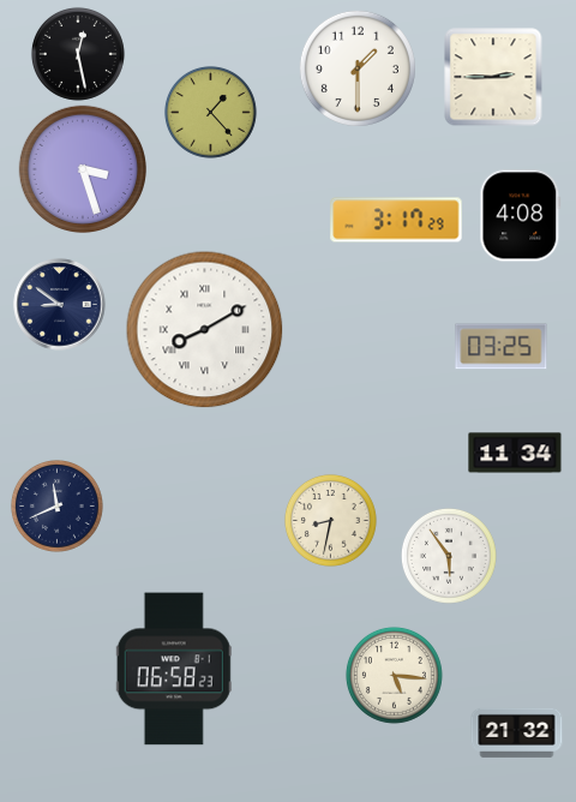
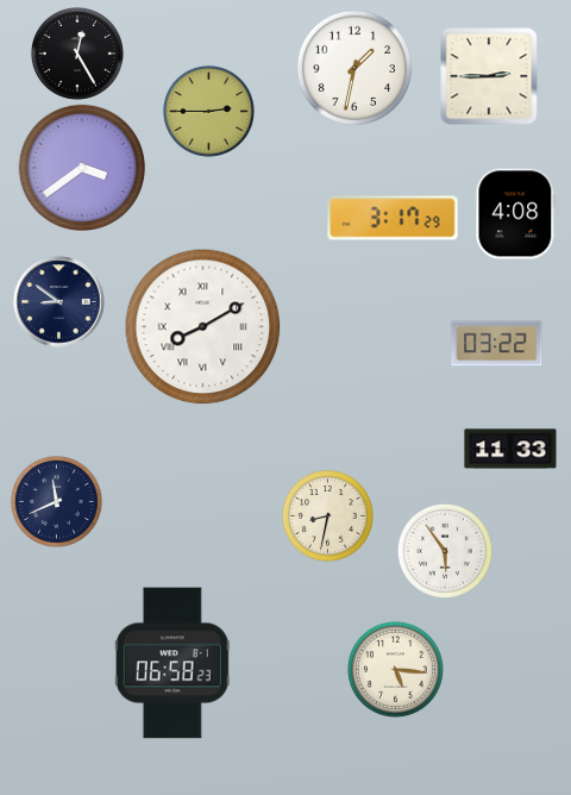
clock at (78, 54): 12:28 -> 12:25
clock at (358, 68): 1:30 -> 1:32
clock at (210, 112): 1:23 -> 2:45
clock at (82, 168): 3:27 -> 3:39
clock at (502, 347): 03:25 -> 03:22
clock at (515, 453): 11:34 -> 11:33
clock at (394, 675) position: (394, 675) -> (395, 669)
clock at (517, 732): 21:32 -> none
